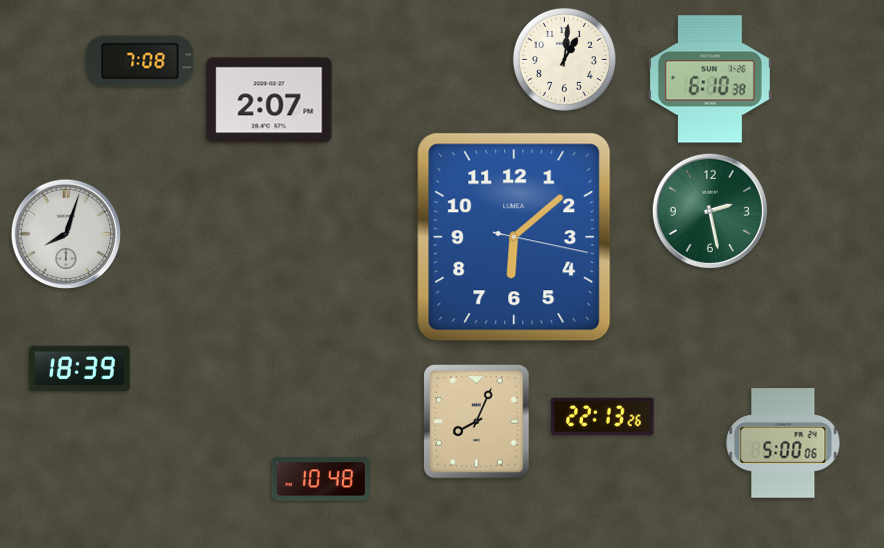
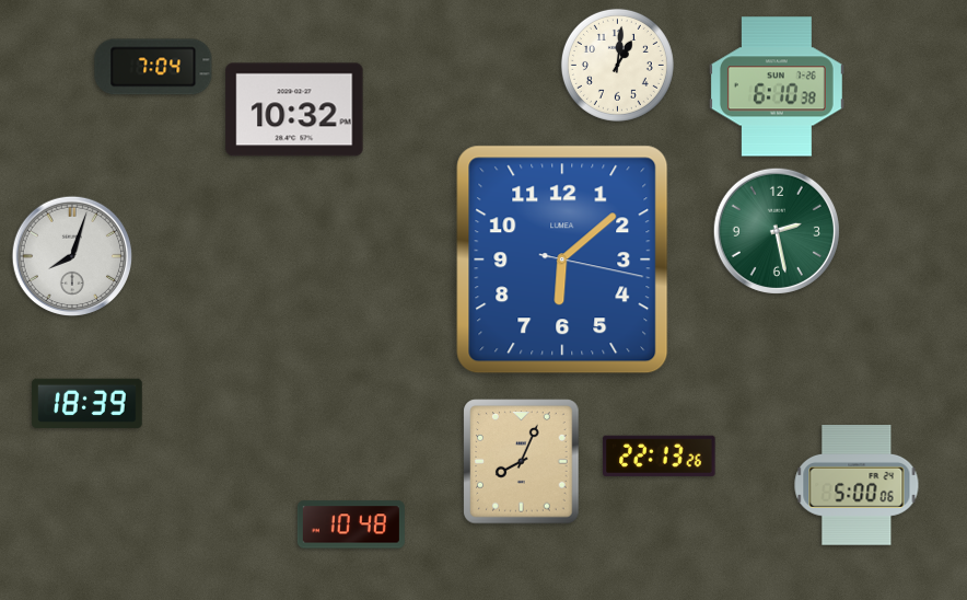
clock at (140, 61): 7:08 -> 7:04
clock at (269, 100): 2:07 -> 10:32
